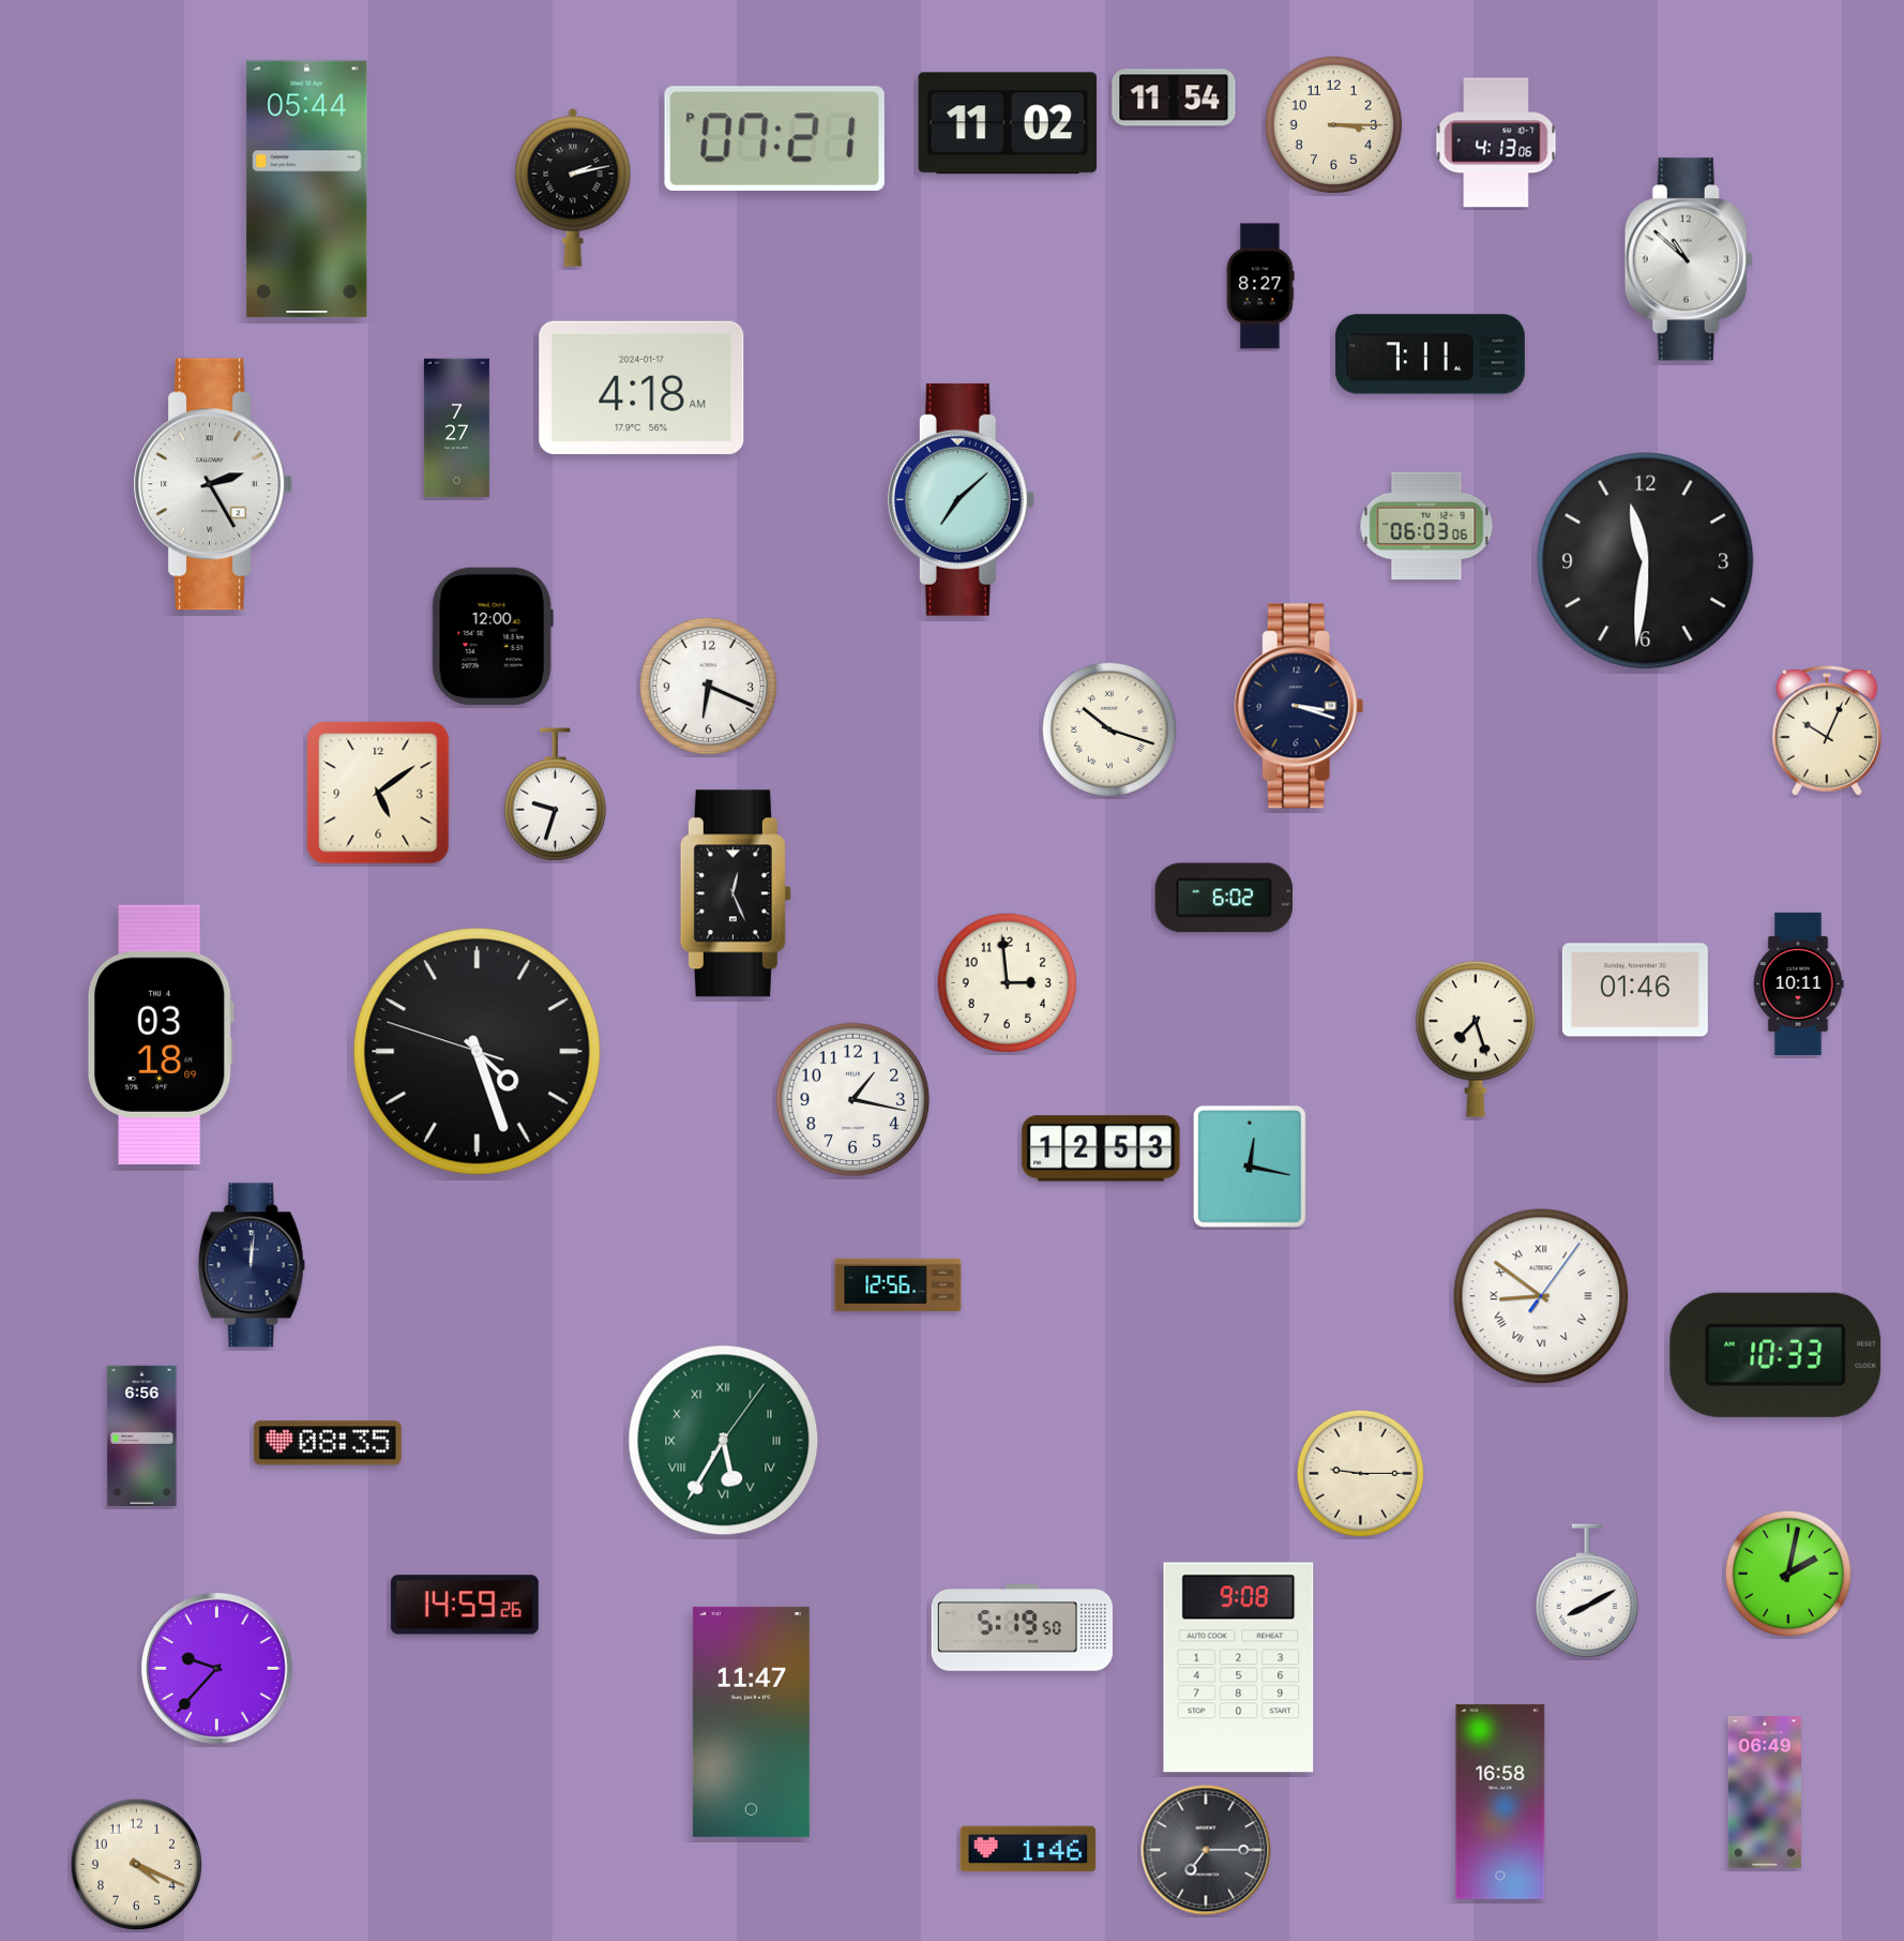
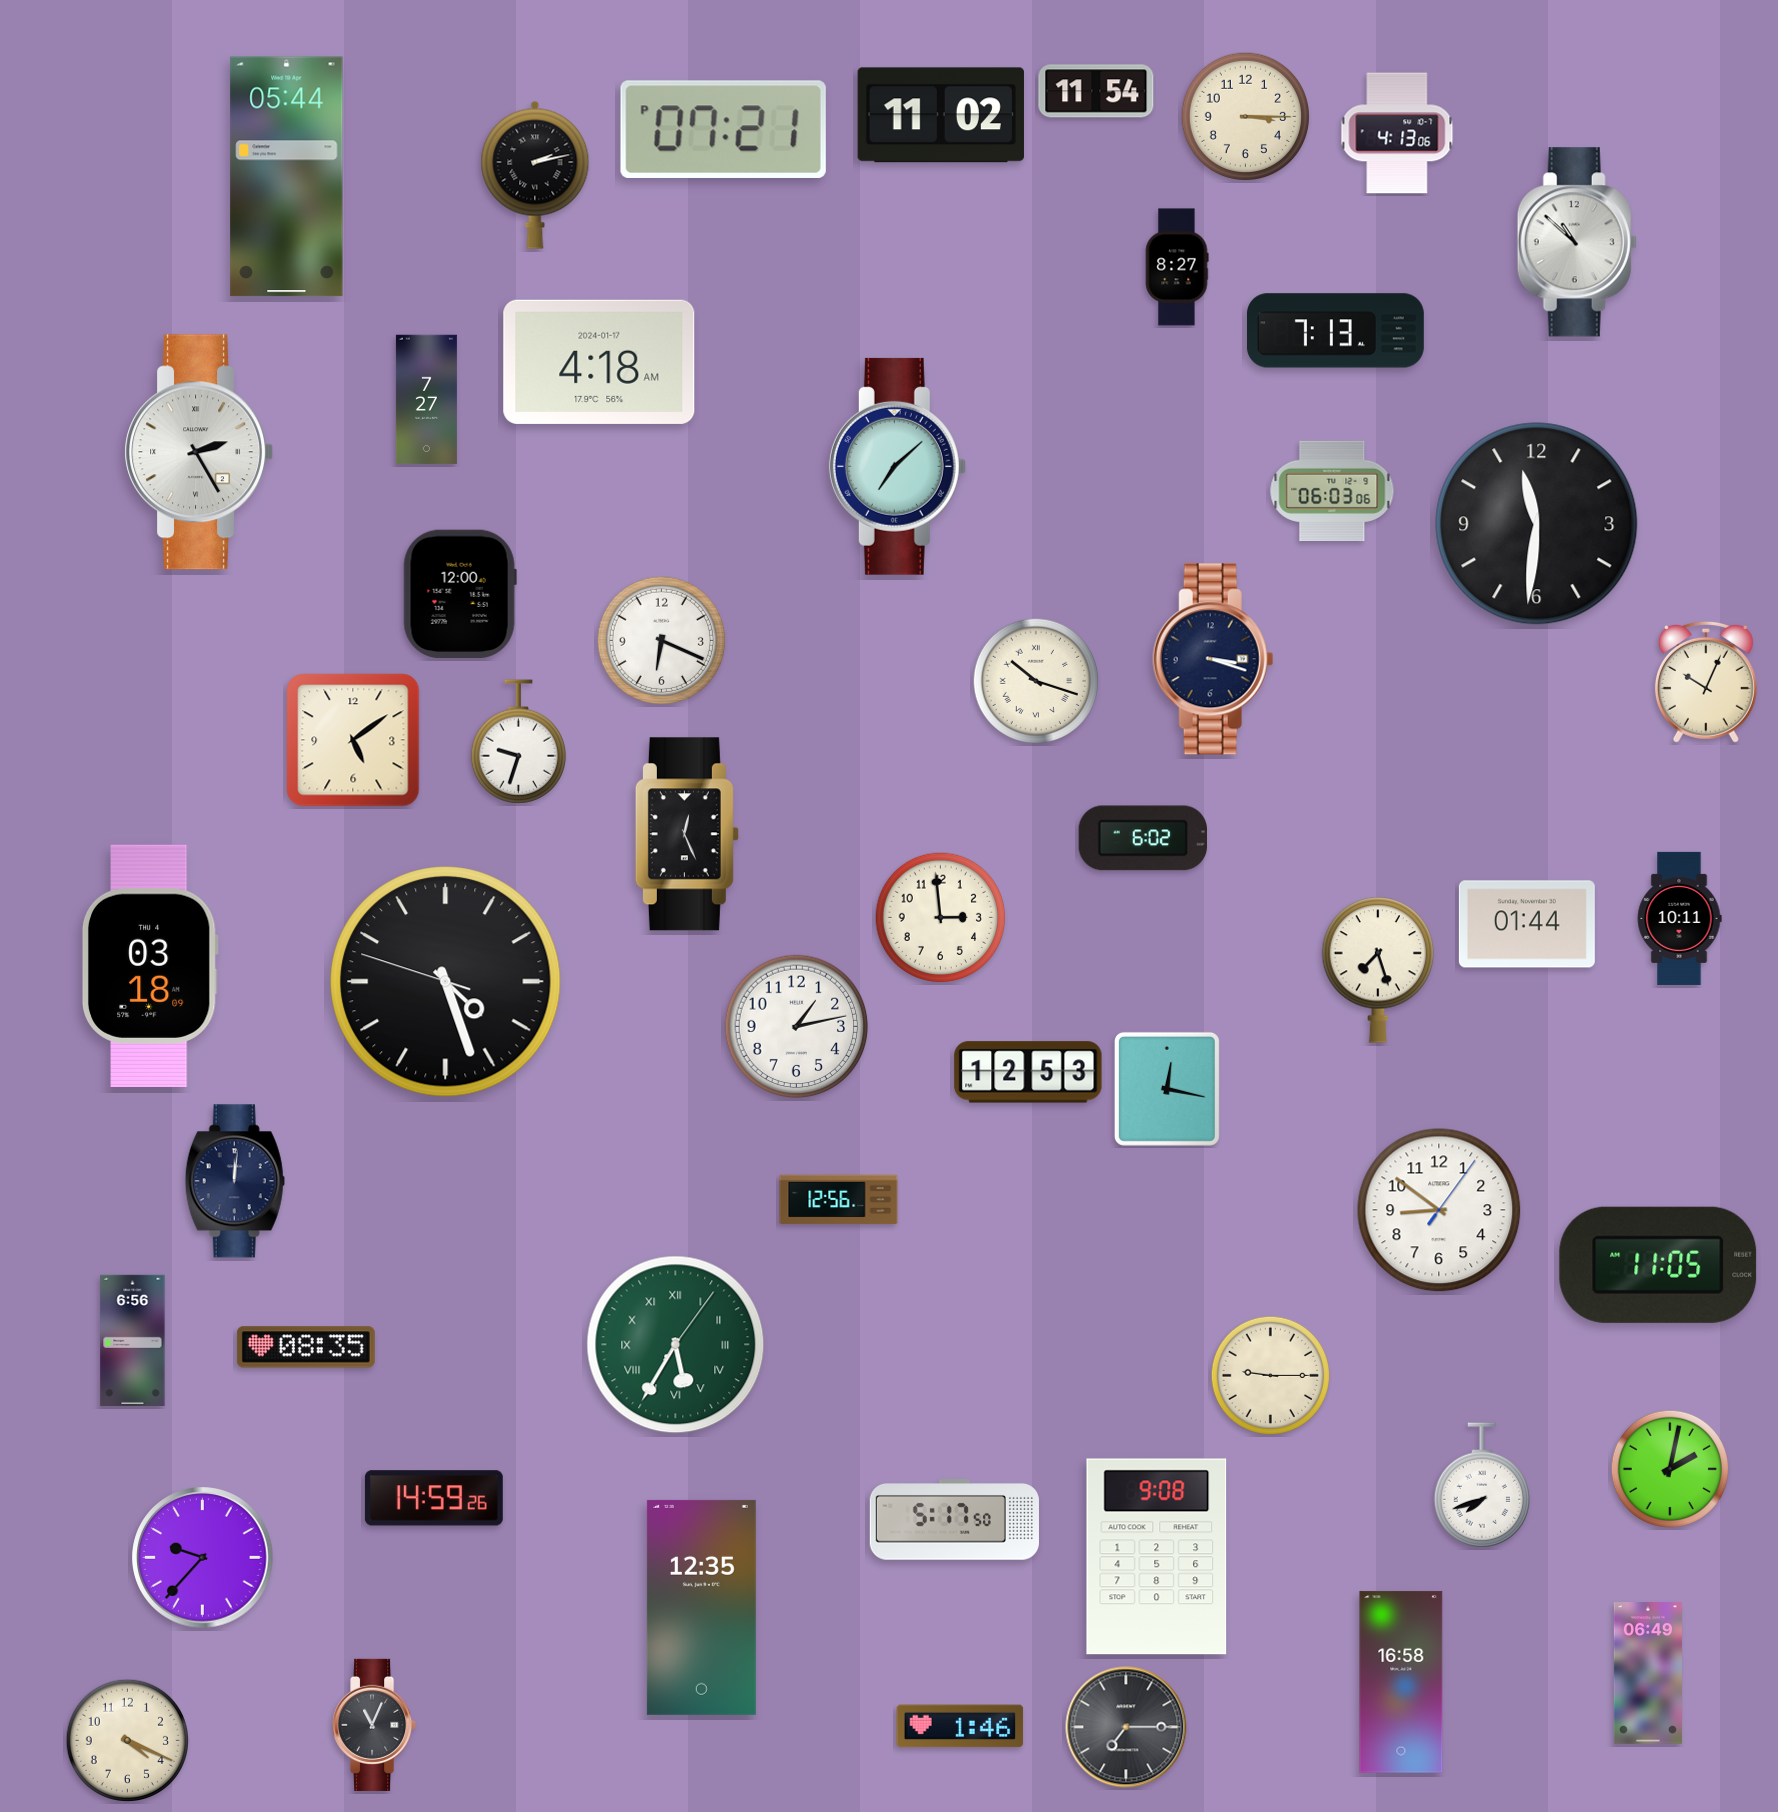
clock at (1430, 355): 7:11 -> 7:13
clock at (1635, 990): 01:46 -> 01:44
clock at (853, 1100): 1:17 -> 1:13
clock at (1541, 1296) numerals: Roman -> Arabic
clock at (1775, 1355): 10:33 -> 11:05
clock at (1587, 1591): 8:10 -> 7:42
clock at (1022, 1628): 5:19 -> 5:17
clock at (751, 1721): 11:47 -> 12:35
clock at (375, 1725): none -> 11:04
